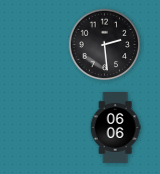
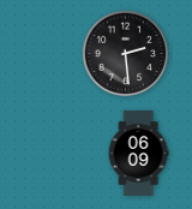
clock at (115, 128): 06:06 -> 06:09
